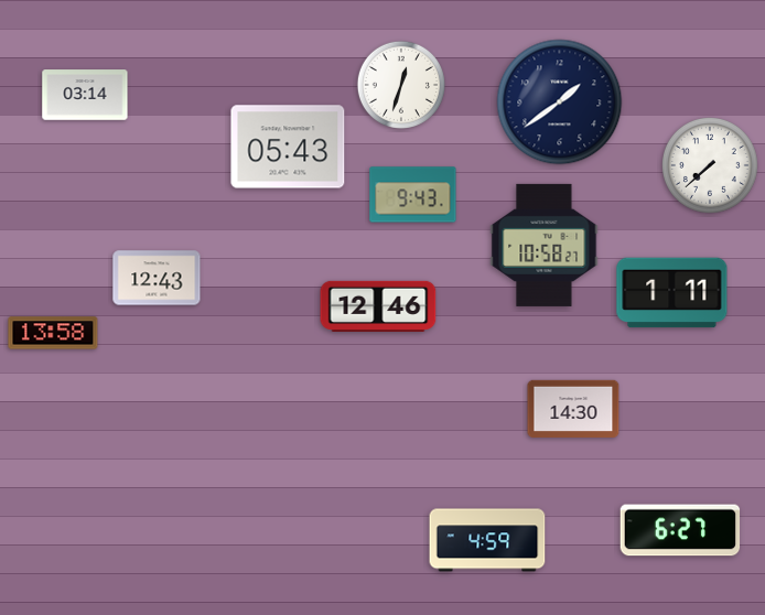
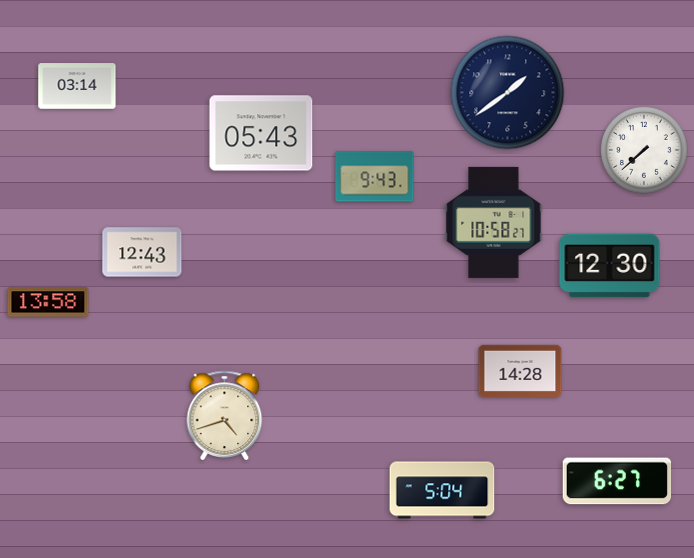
clock at (401, 85): 12:33 -> none
clock at (672, 293): 1:11 -> 12:30
clock at (378, 306): 12:46 -> none
clock at (573, 409): 14:30 -> 14:28
clock at (225, 415): none -> 4:42
clock at (487, 540): 4:59 -> 5:04
